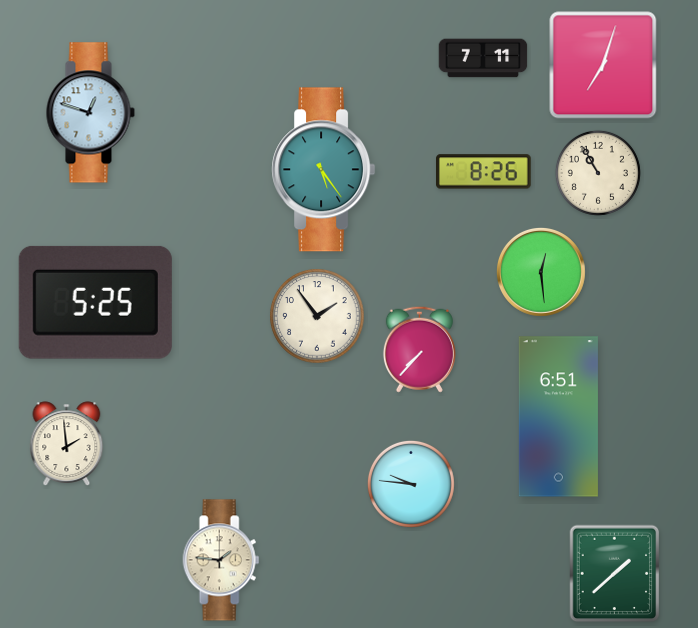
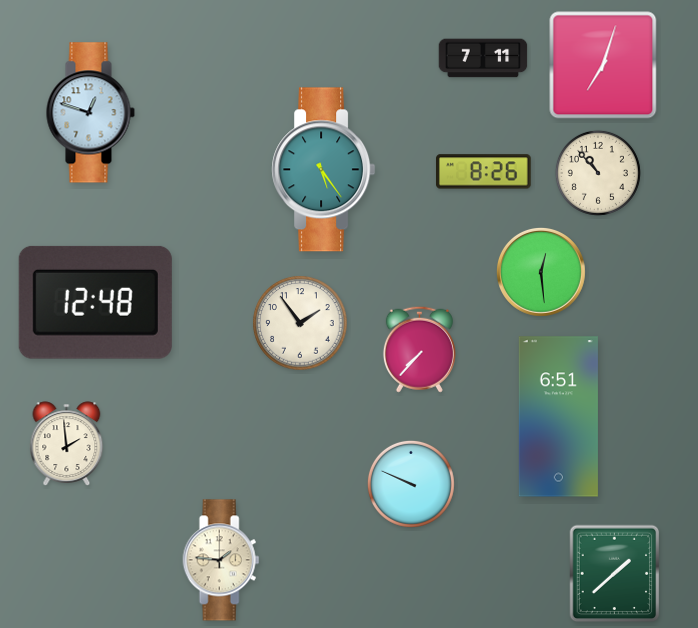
clock at (598, 173): 10:55 -> 10:53
clock at (95, 302): 5:25 -> 12:48
clock at (317, 316) position: (317, 316) -> (300, 323)
clock at (411, 484): 9:46 -> 9:49
